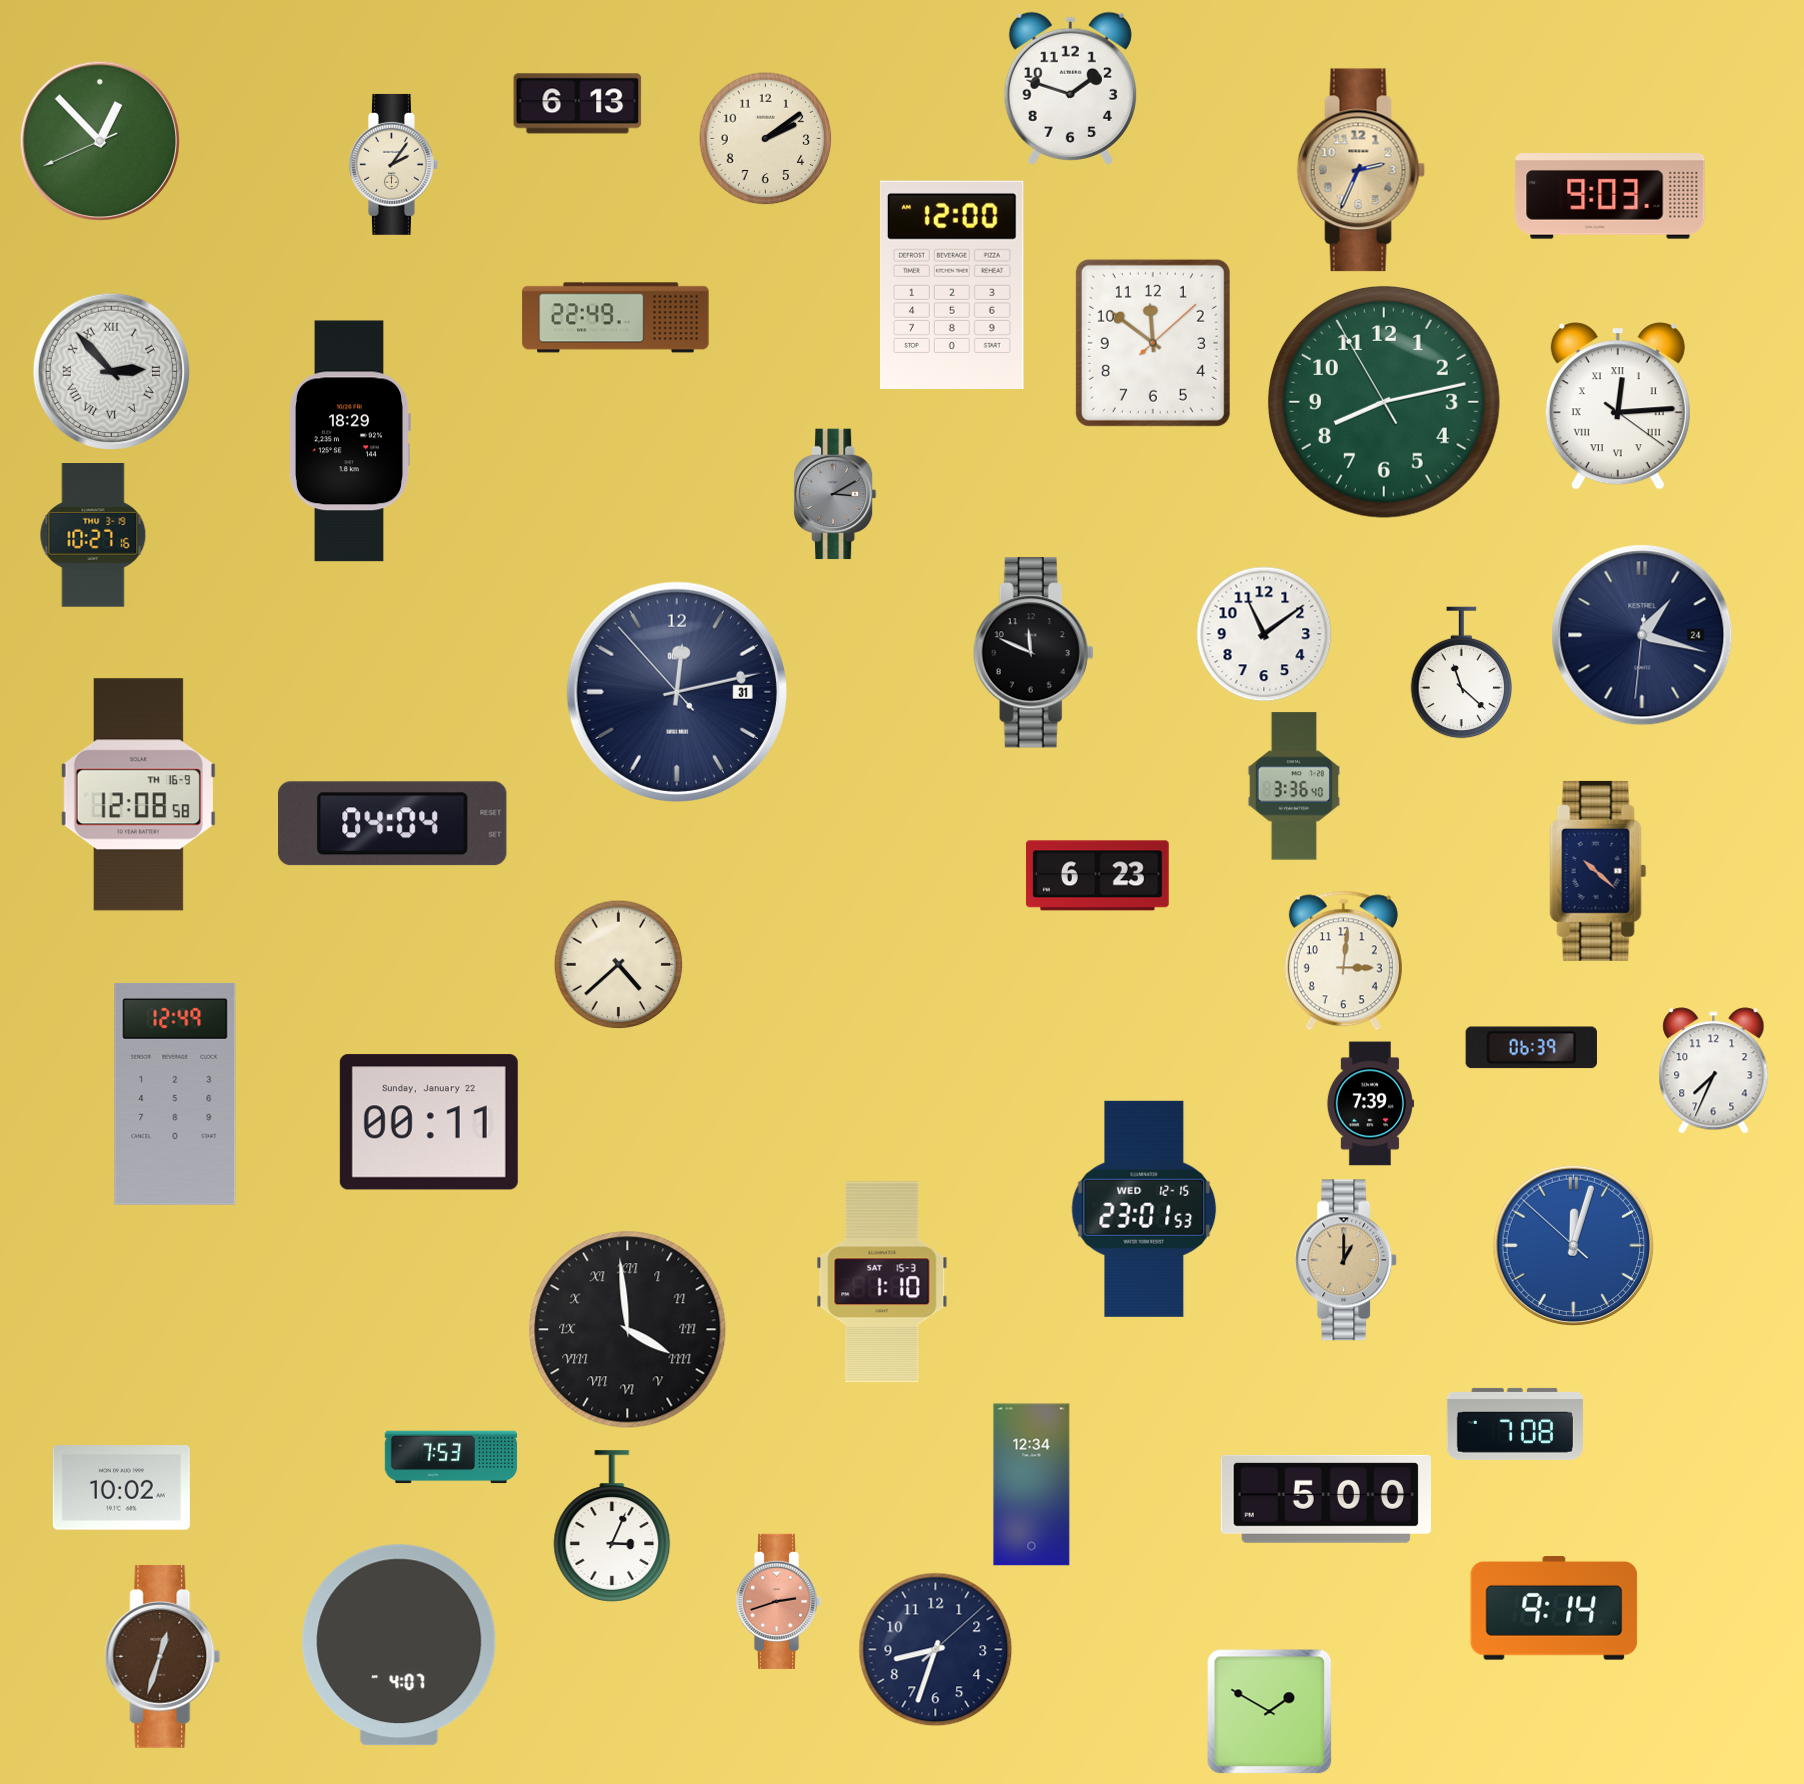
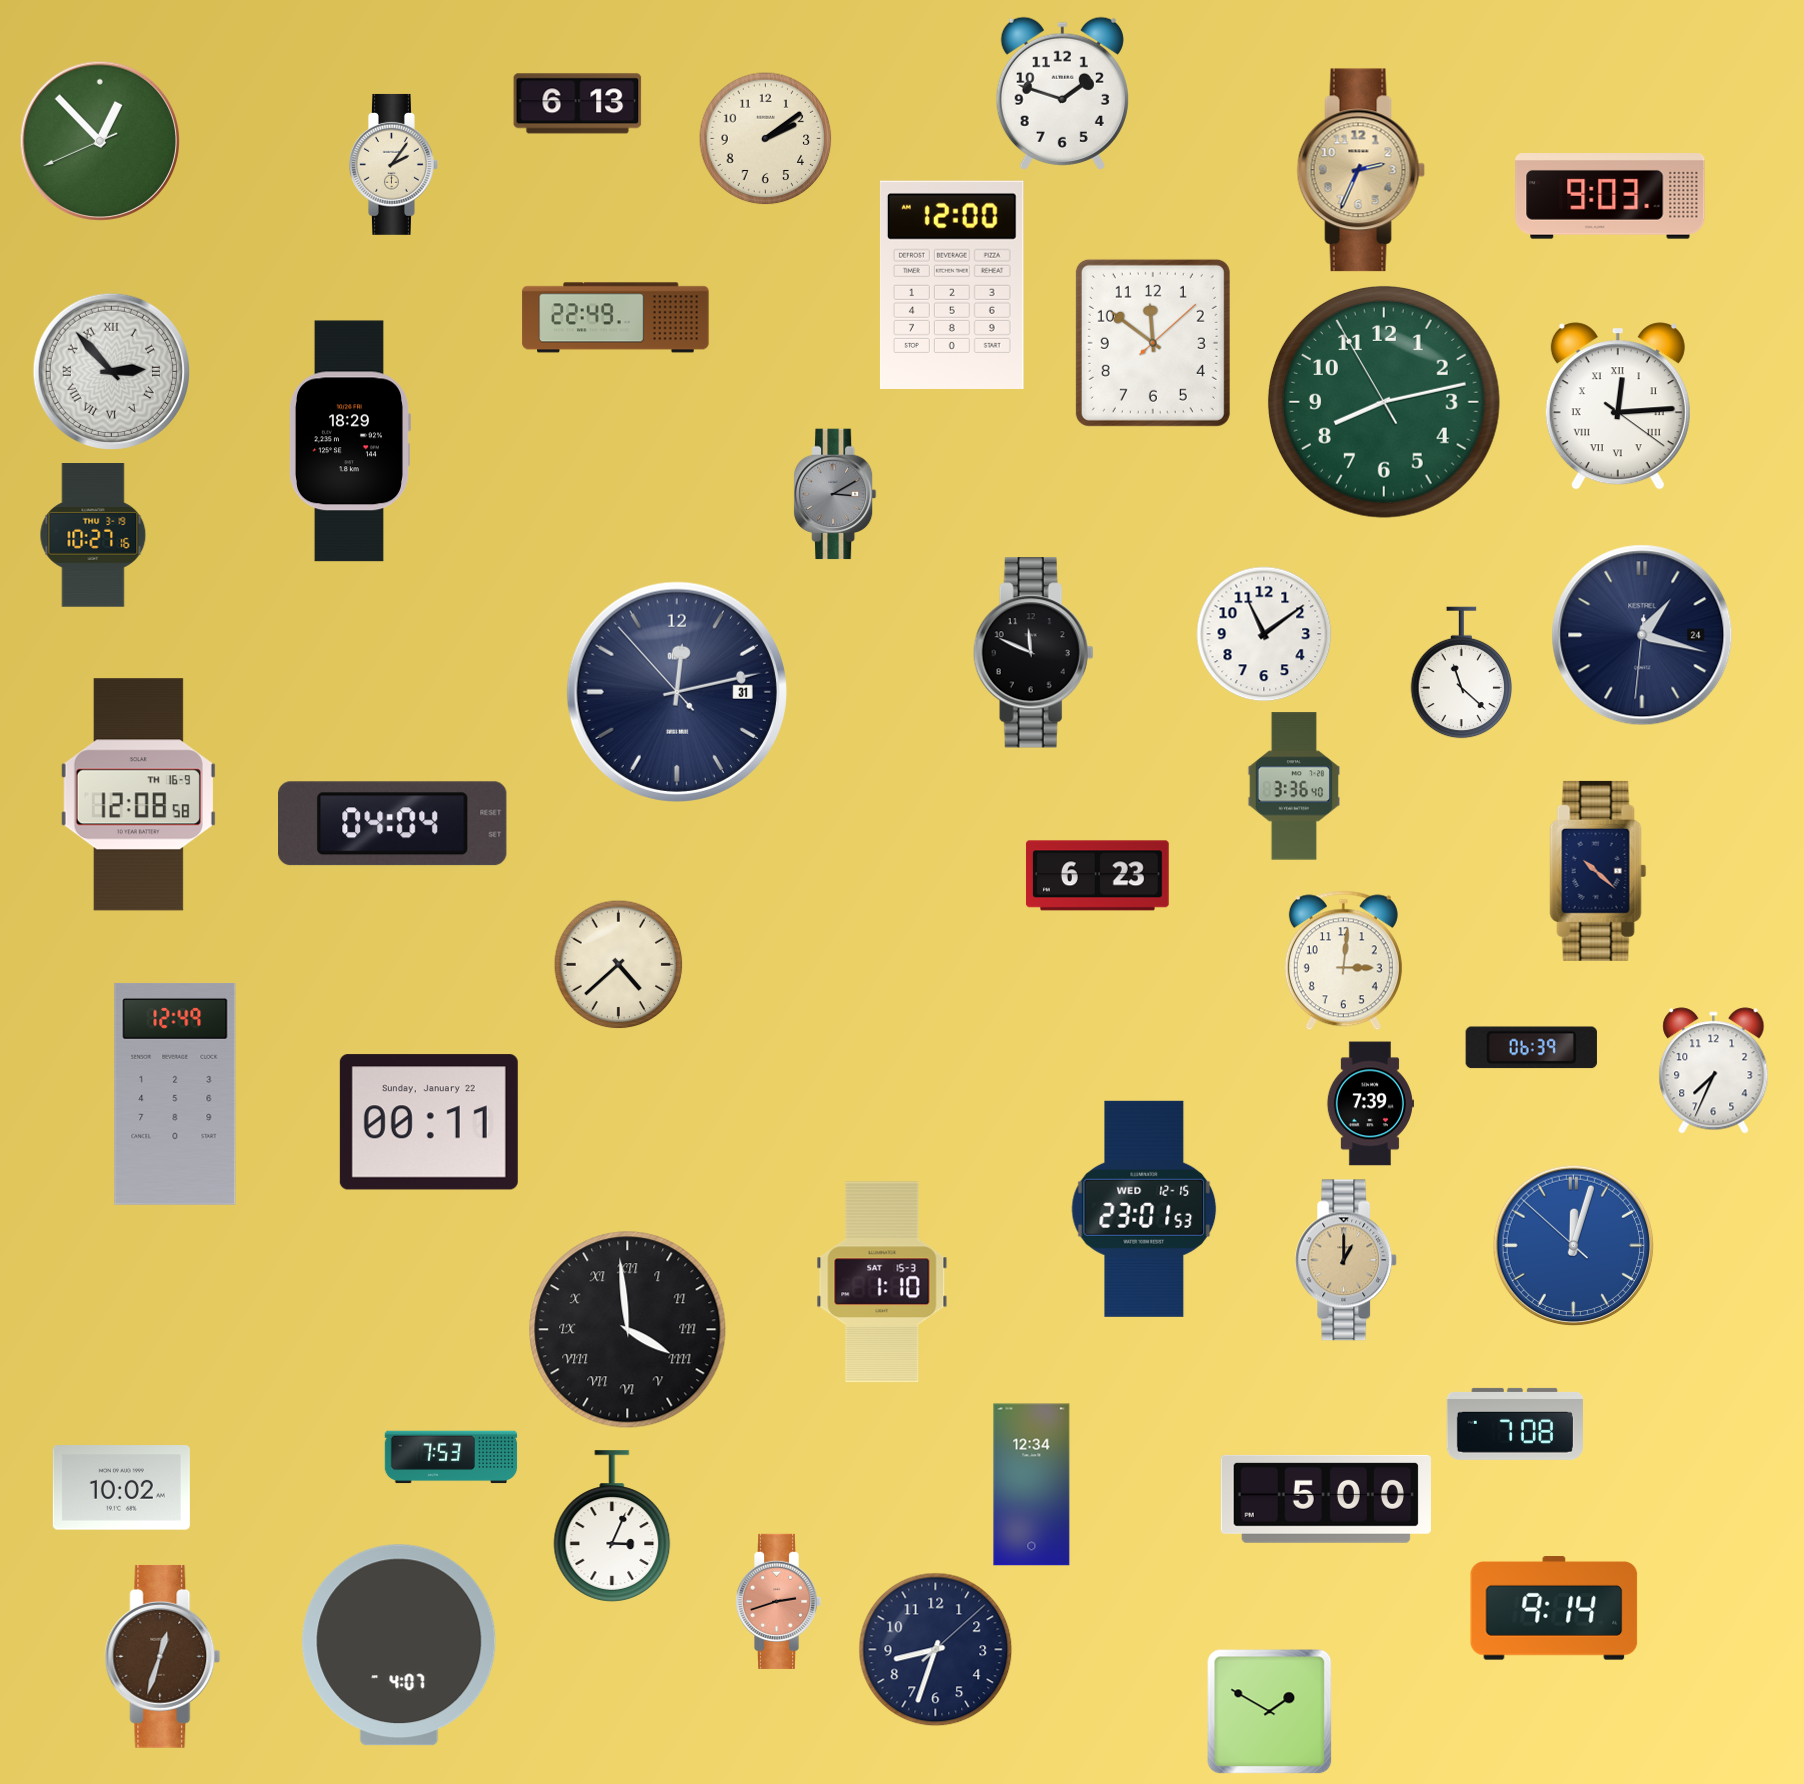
clock at (1070, 88) position: (1070, 88) -> (1062, 93)
